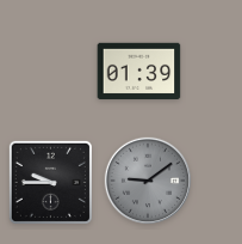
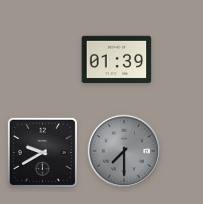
clock at (147, 179): 9:09 -> 7:30
clock at (50, 182): 9:45 -> 9:40
